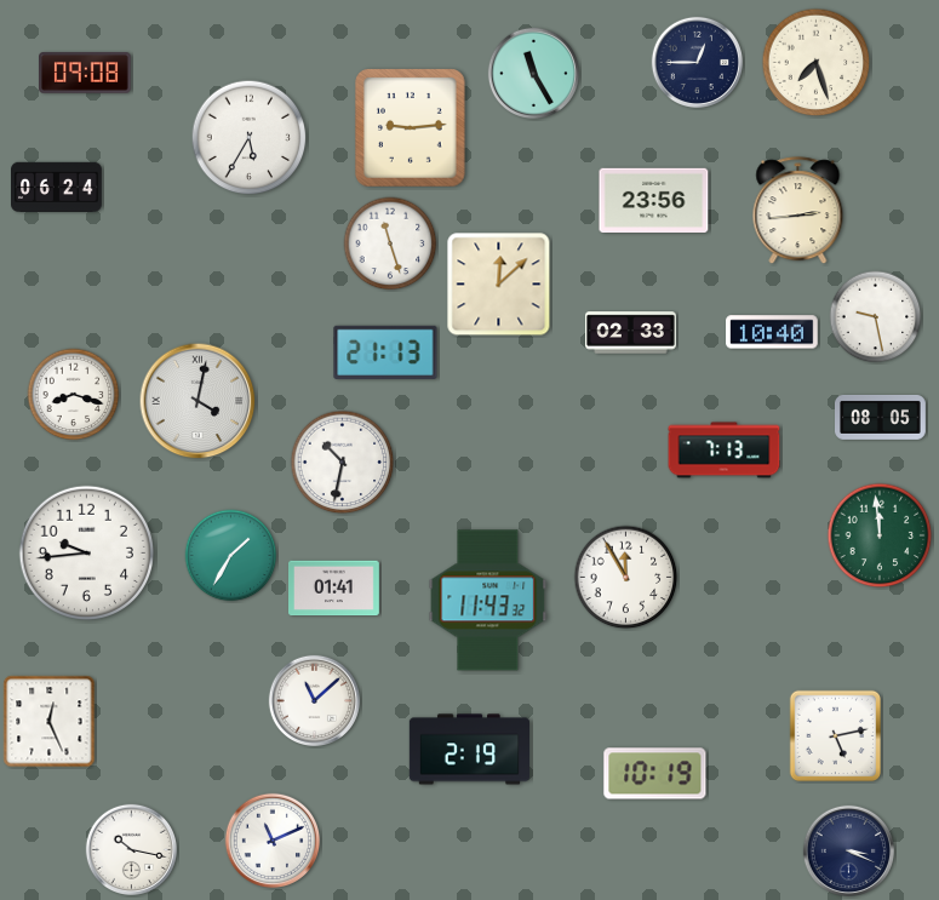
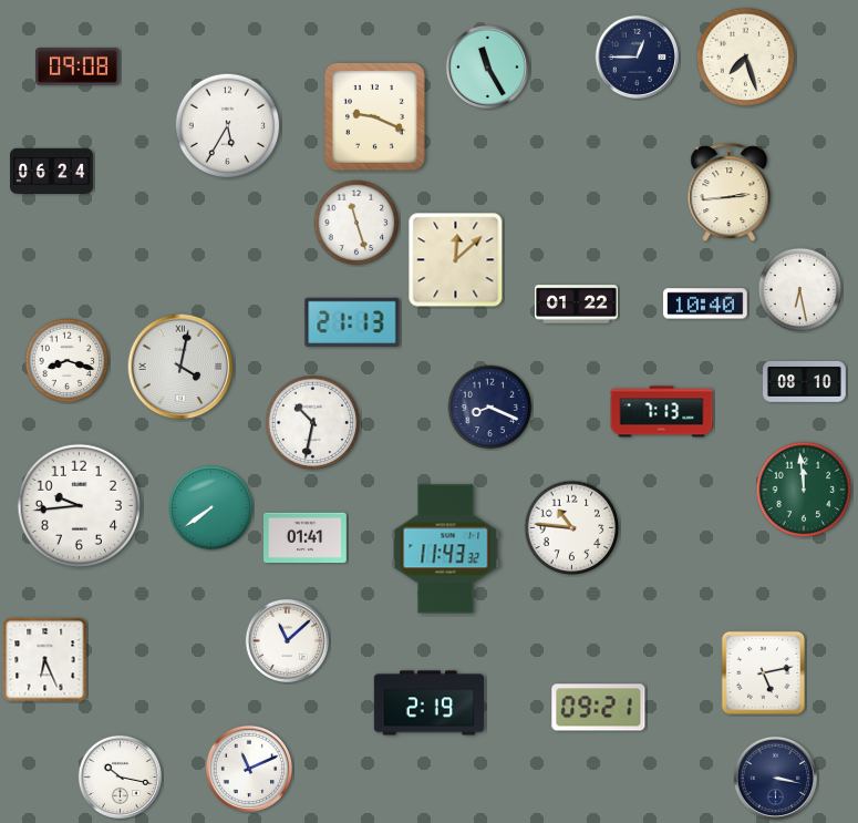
clock at (411, 128): 9:14 -> 9:19
clock at (654, 200): 23:56 -> none
clock at (876, 317): 9:28 -> 6:28
clock at (631, 333): 02:33 -> 01:22
clock at (881, 417): 08:05 -> 08:10
clock at (490, 408): none -> 8:19
clock at (231, 556): 1:35 -> 7:39
clock at (626, 578): 11:55 -> 10:46
clock at (50, 722): 12:26 -> 6:26
clock at (469, 750) position: (469, 750) -> (428, 703)
clock at (655, 774): 10:19 -> 09:21
clock at (848, 850): 3:19 -> 3:17
